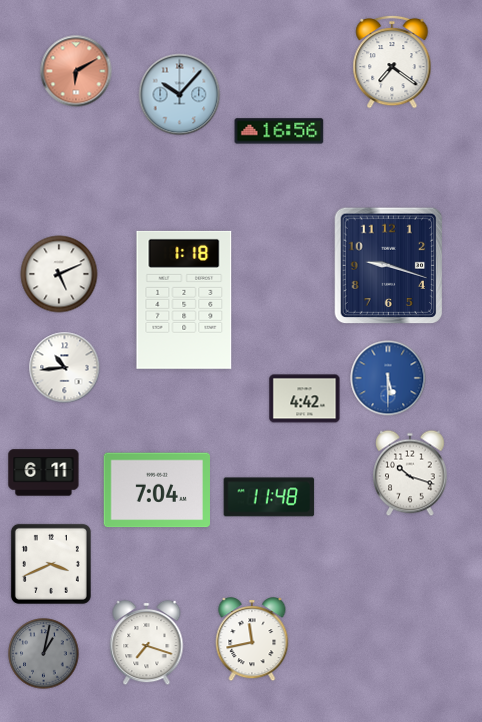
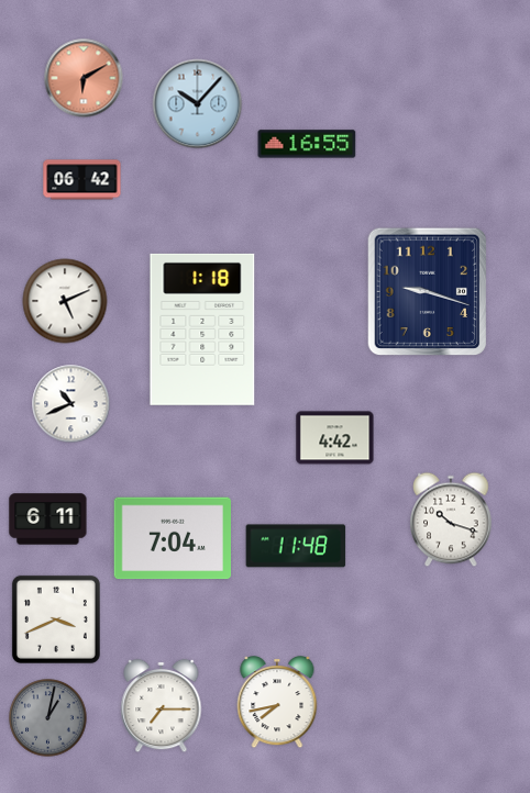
clock at (392, 62): 7:21 -> none
clock at (279, 131): 16:56 -> 16:55
clock at (82, 180): none -> 06:42
clock at (65, 368): 10:44 -> 10:41
clock at (388, 378): 5:30 -> none
clock at (252, 640): 11:43 -> 7:43
clock at (147, 643): 7:18 -> 7:15
